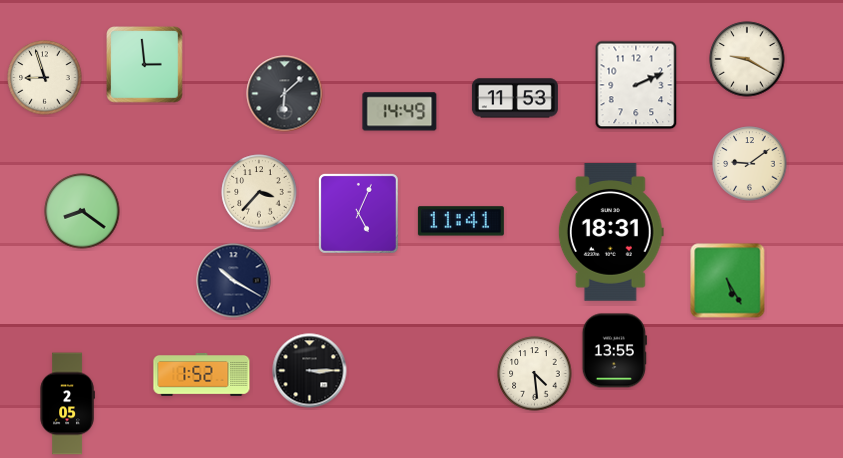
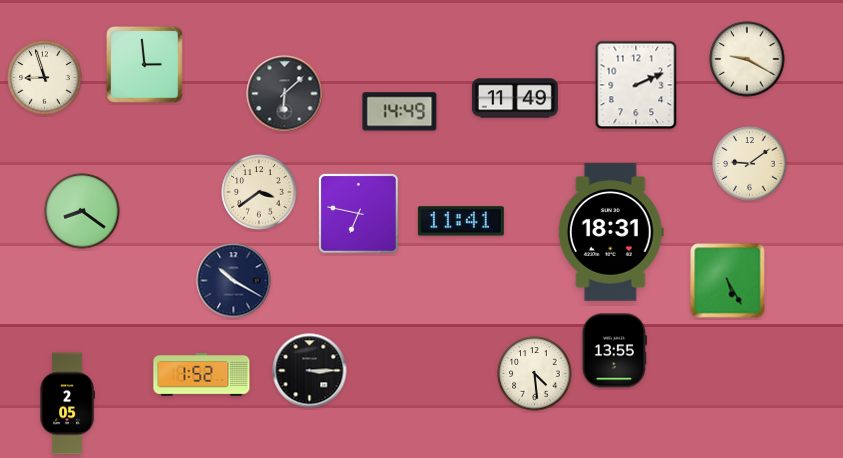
clock at (515, 98): 11:53 -> 11:49
clock at (259, 192): 3:37 -> 3:39
clock at (358, 213): 5:04 -> 6:47
